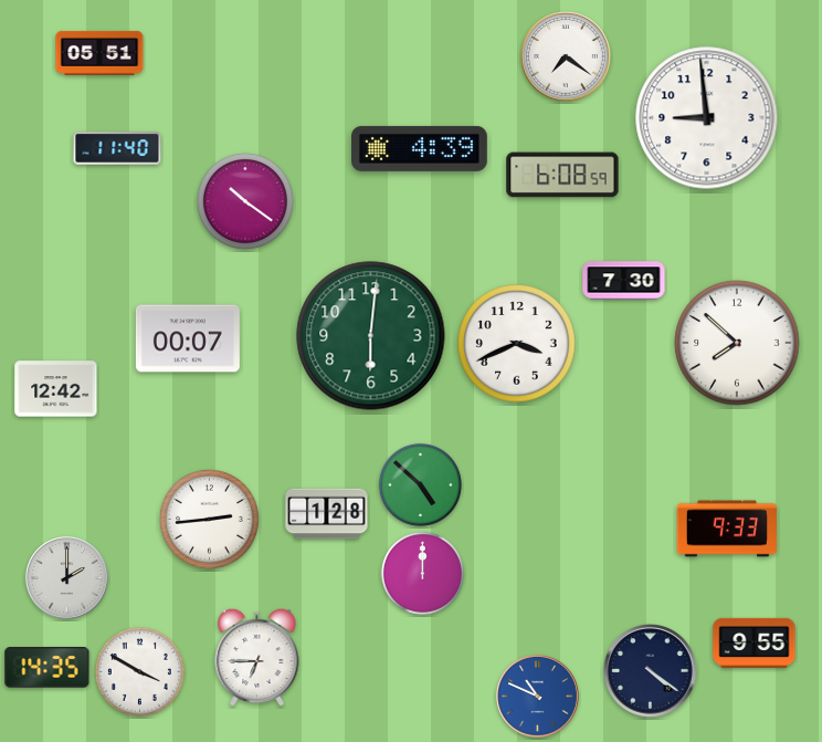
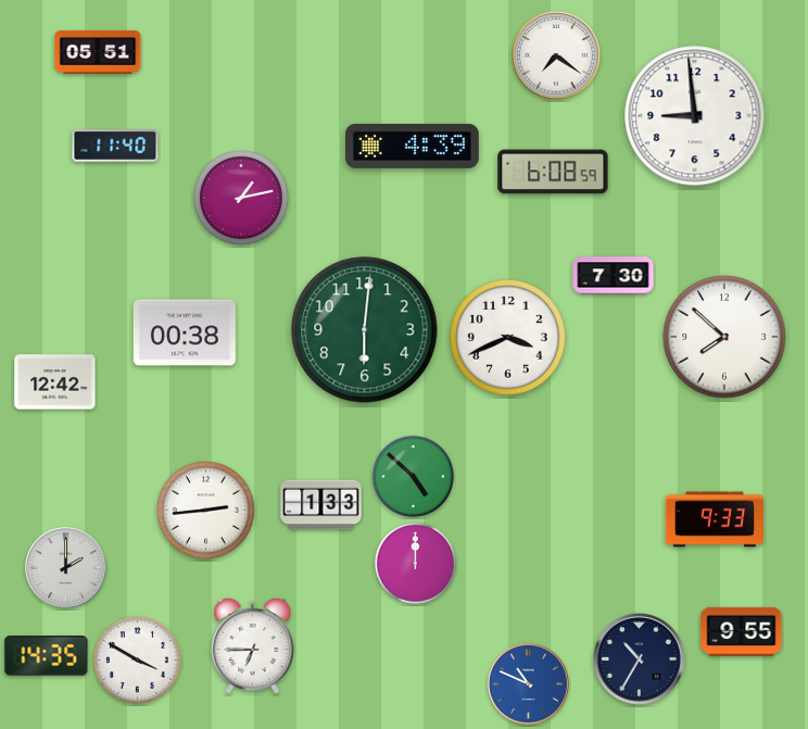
clock at (245, 201): 10:21 -> 1:13
clock at (188, 338): 00:07 -> 00:38
clock at (327, 514): 1:28 -> 1:33
clock at (651, 671): 4:21 -> 10:35
